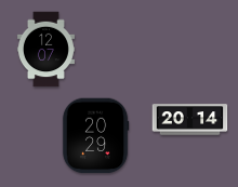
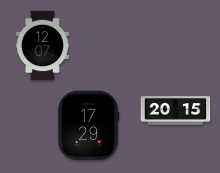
clock at (190, 120): 20:14 -> 20:15
clock at (95, 136): 20:29 -> 17:29
